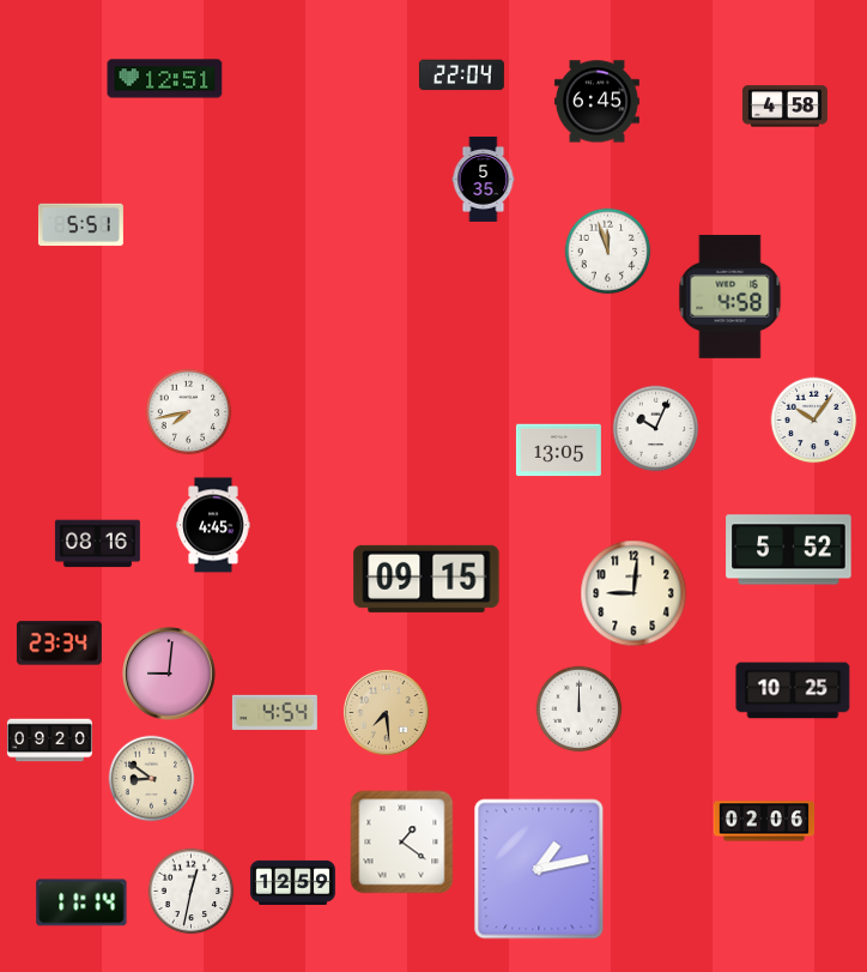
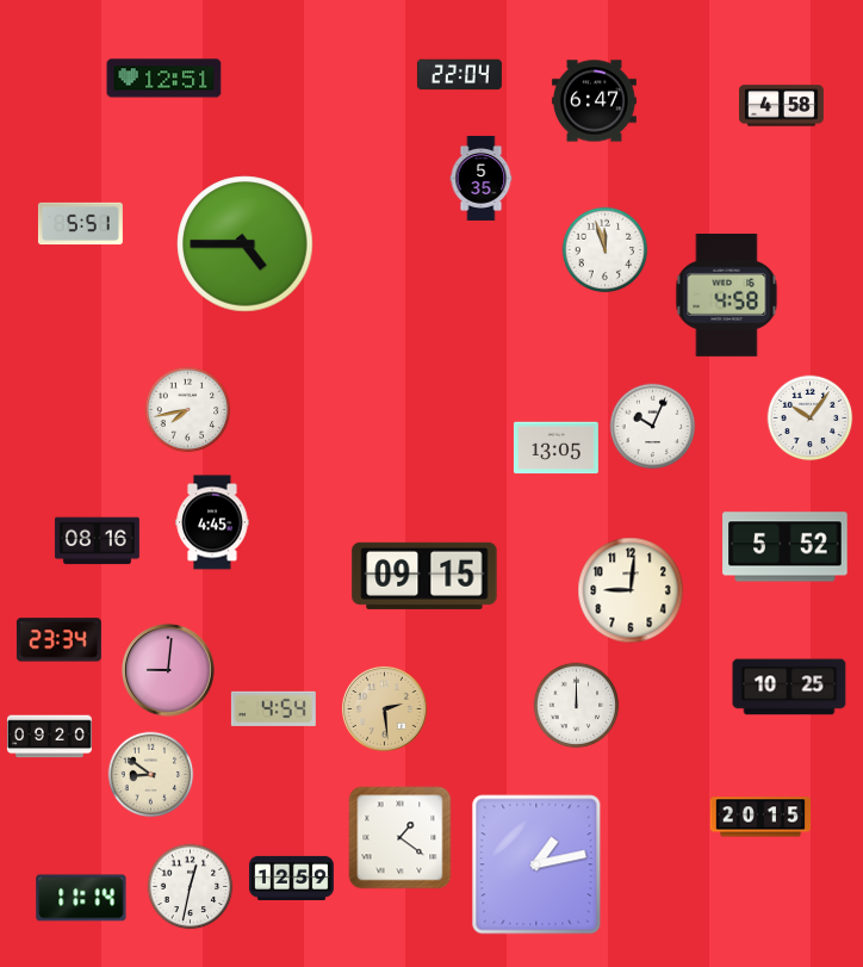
clock at (596, 102): 6:45 -> 6:47
clock at (246, 244): none -> 4:45
clock at (386, 712): 7:29 -> 2:29
clock at (764, 821): 02:06 -> 20:15
